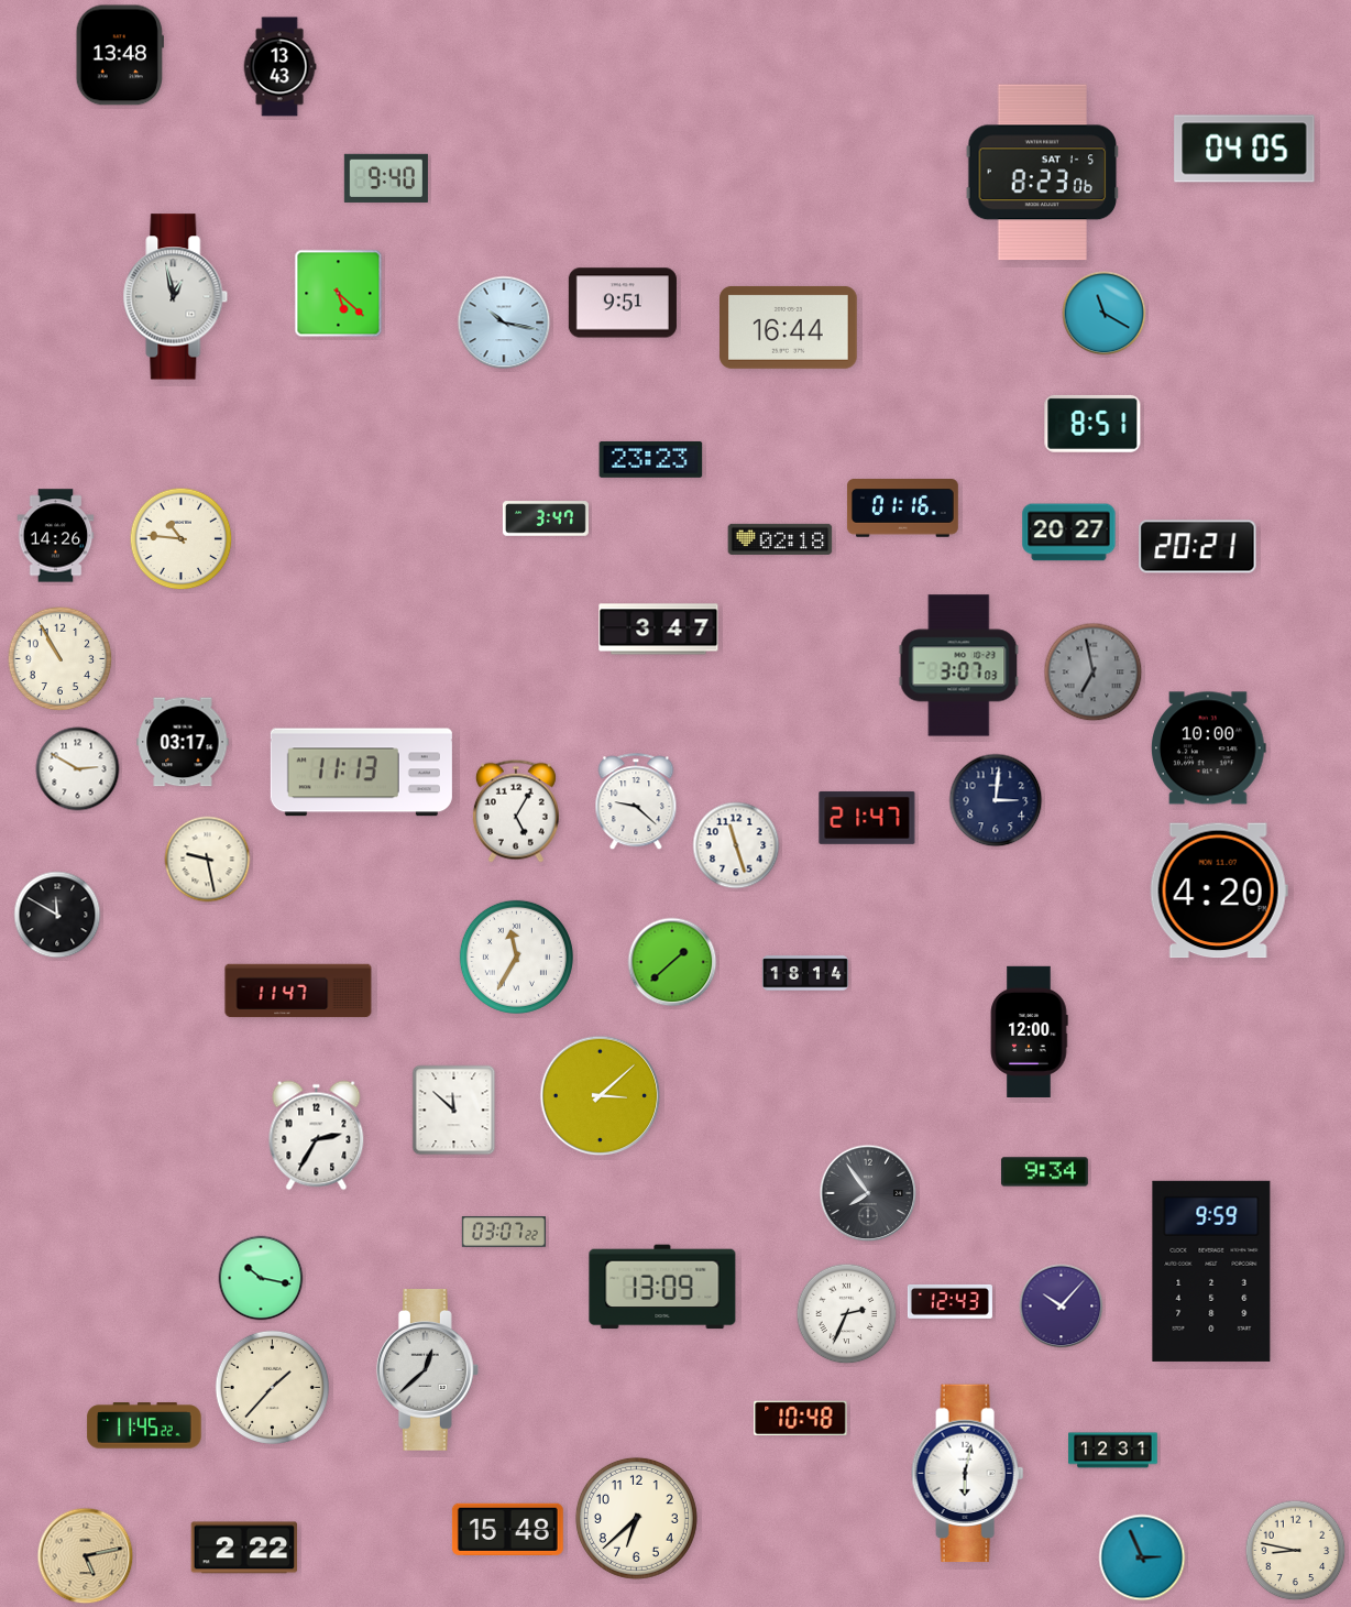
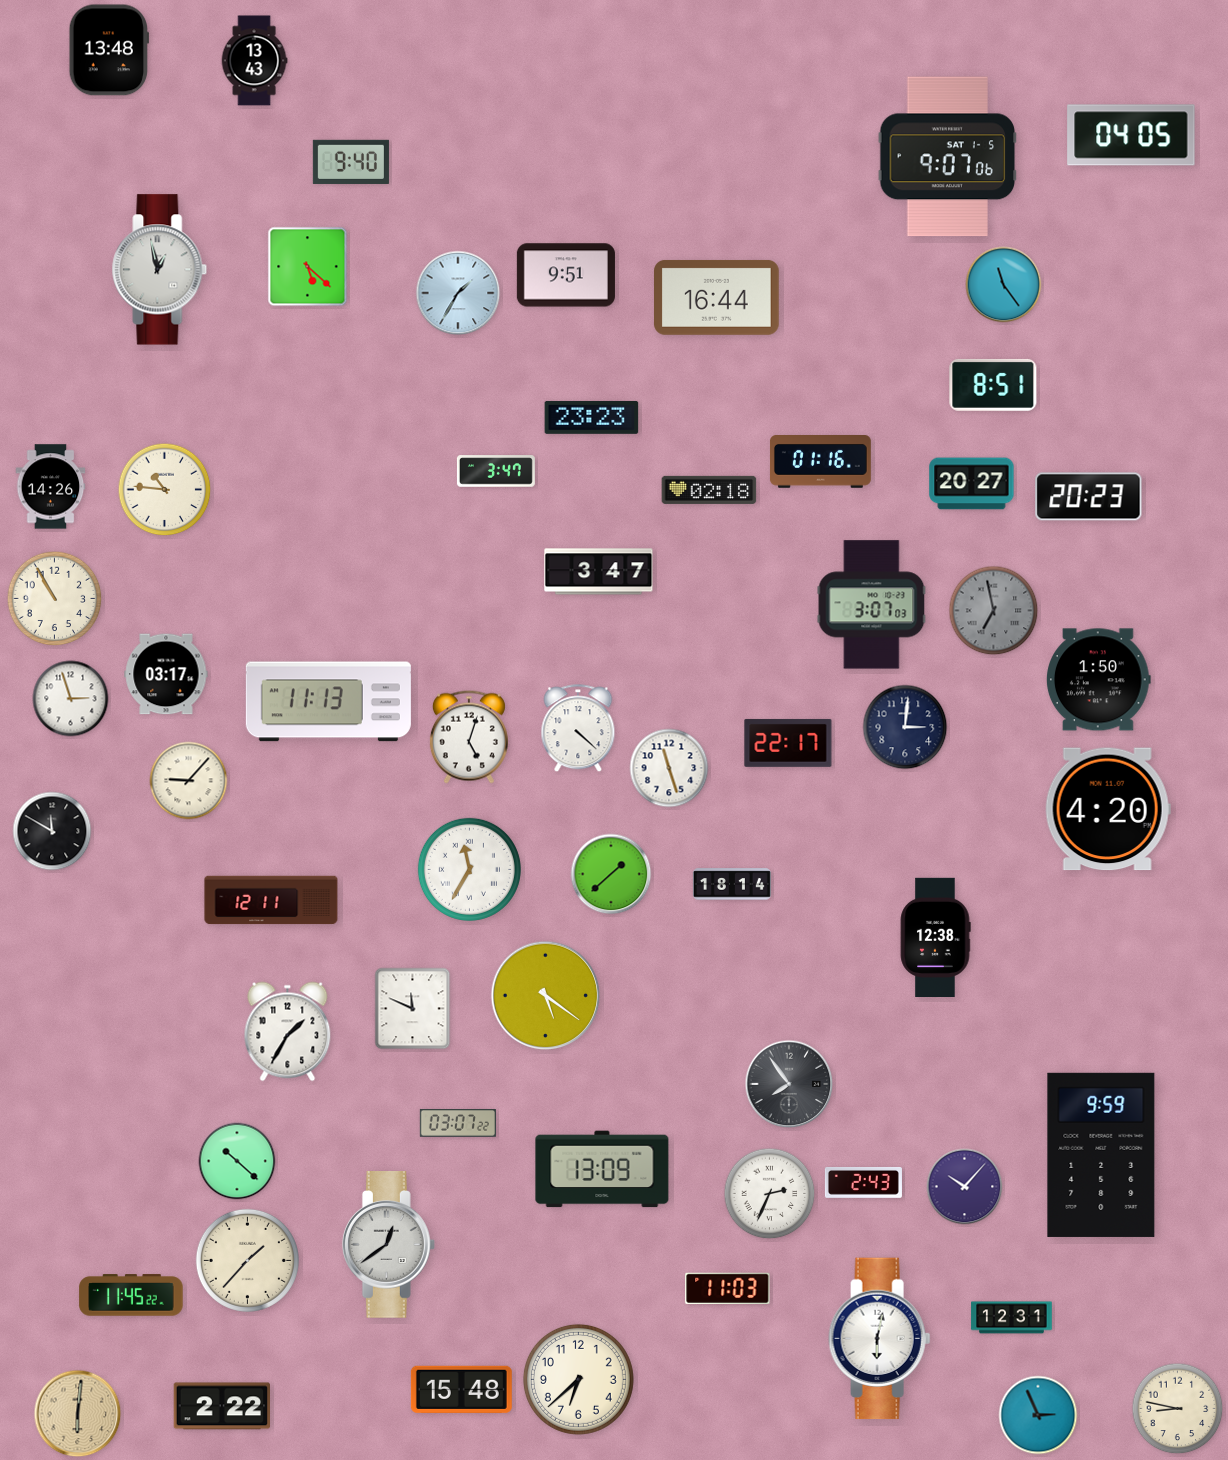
clock at (1043, 173): 8:23 -> 9:07
clock at (1105, 314): 11:20 -> 11:24
clock at (504, 323): 10:17 -> 1:35
clock at (1198, 547): 20:21 -> 20:23
clock at (1208, 748): 10:00 -> 1:50
clock at (78, 769): 2:50 -> 2:57
clock at (636, 802): 9:22 -> 4:22
clock at (516, 811): 5:05 -> 5:03
clock at (867, 818): 21:47 -> 22:17
clock at (208, 860): 9:28 -> 9:07
clock at (298, 991): 11:47 -> 12:11
clock at (1029, 1031): 12:00 -> 12:38
clock at (601, 1096): 3:08 -> 5:21
clock at (454, 1111): 11:52 -> 11:49
clock at (317, 1136): 2:35 -> 1:35
clock at (1044, 1172): 9:34 -> none
clock at (504, 1233) position: (504, 1233) -> (458, 1124)
clock at (261, 1278): 10:17 -> 10:22
clock at (949, 1301): 12:43 -> 2:43
clock at (427, 1370): 12:38 -> 12:39
clock at (801, 1418): 10:48 -> 11:03
clock at (86, 1556): 5:13 -> 6:01
